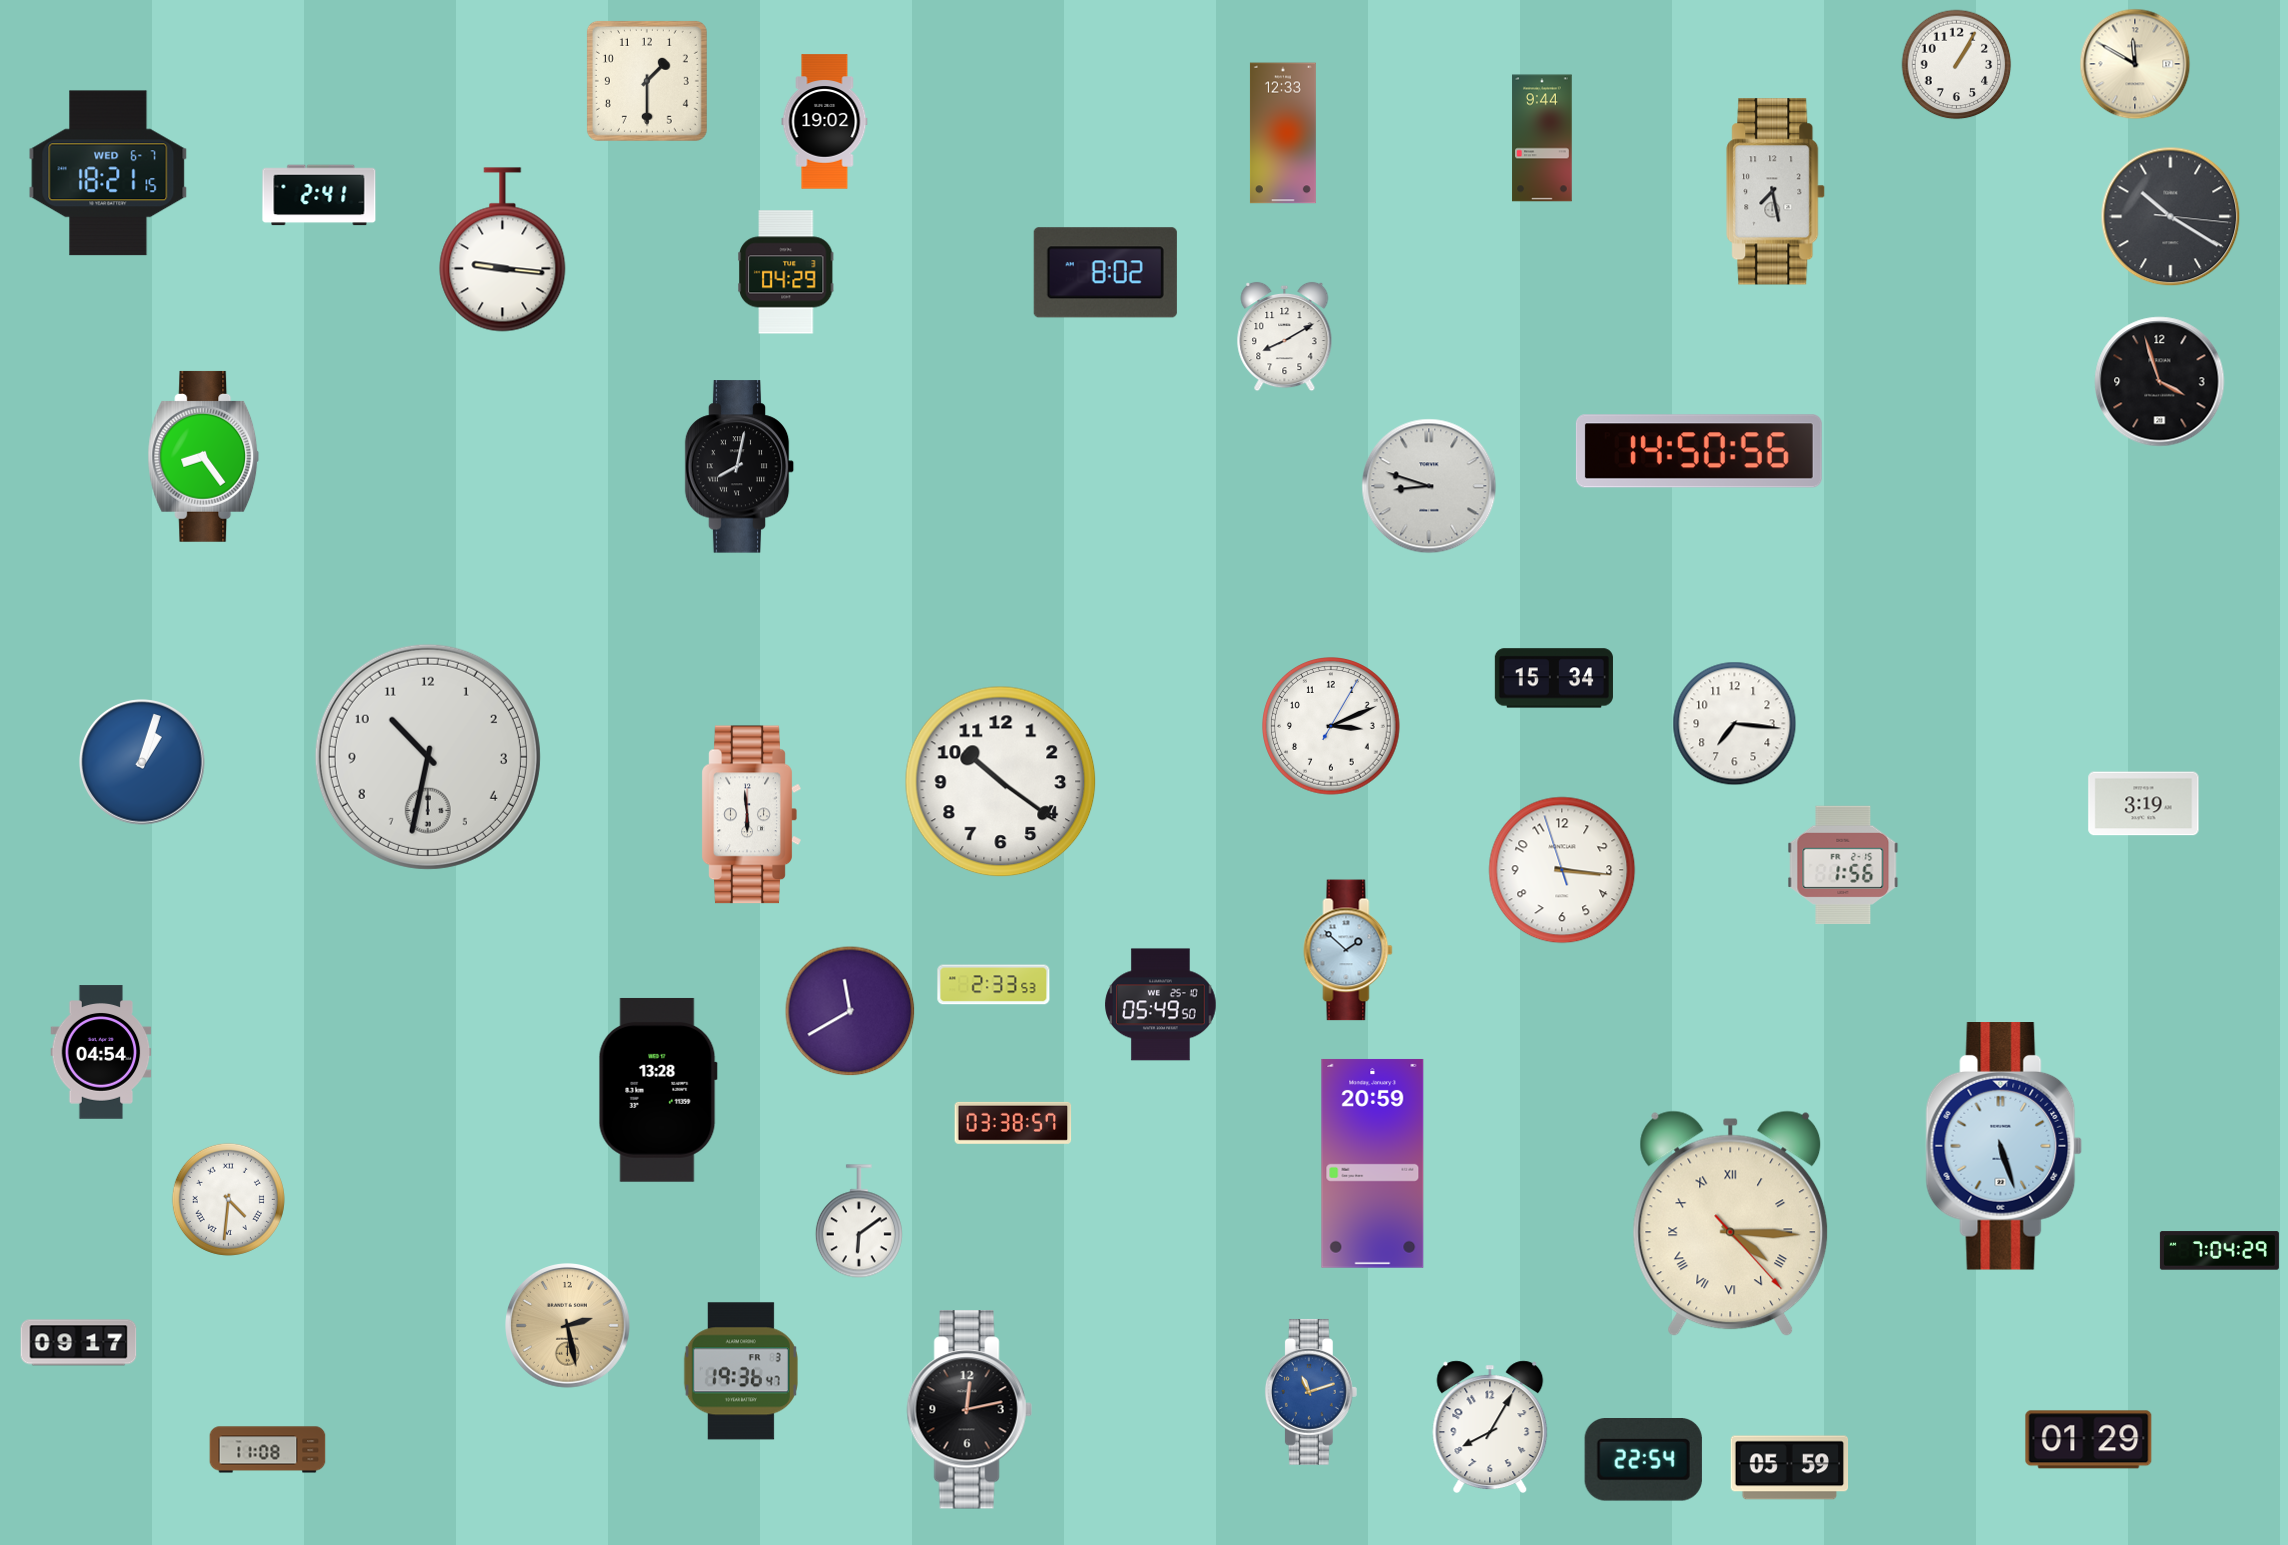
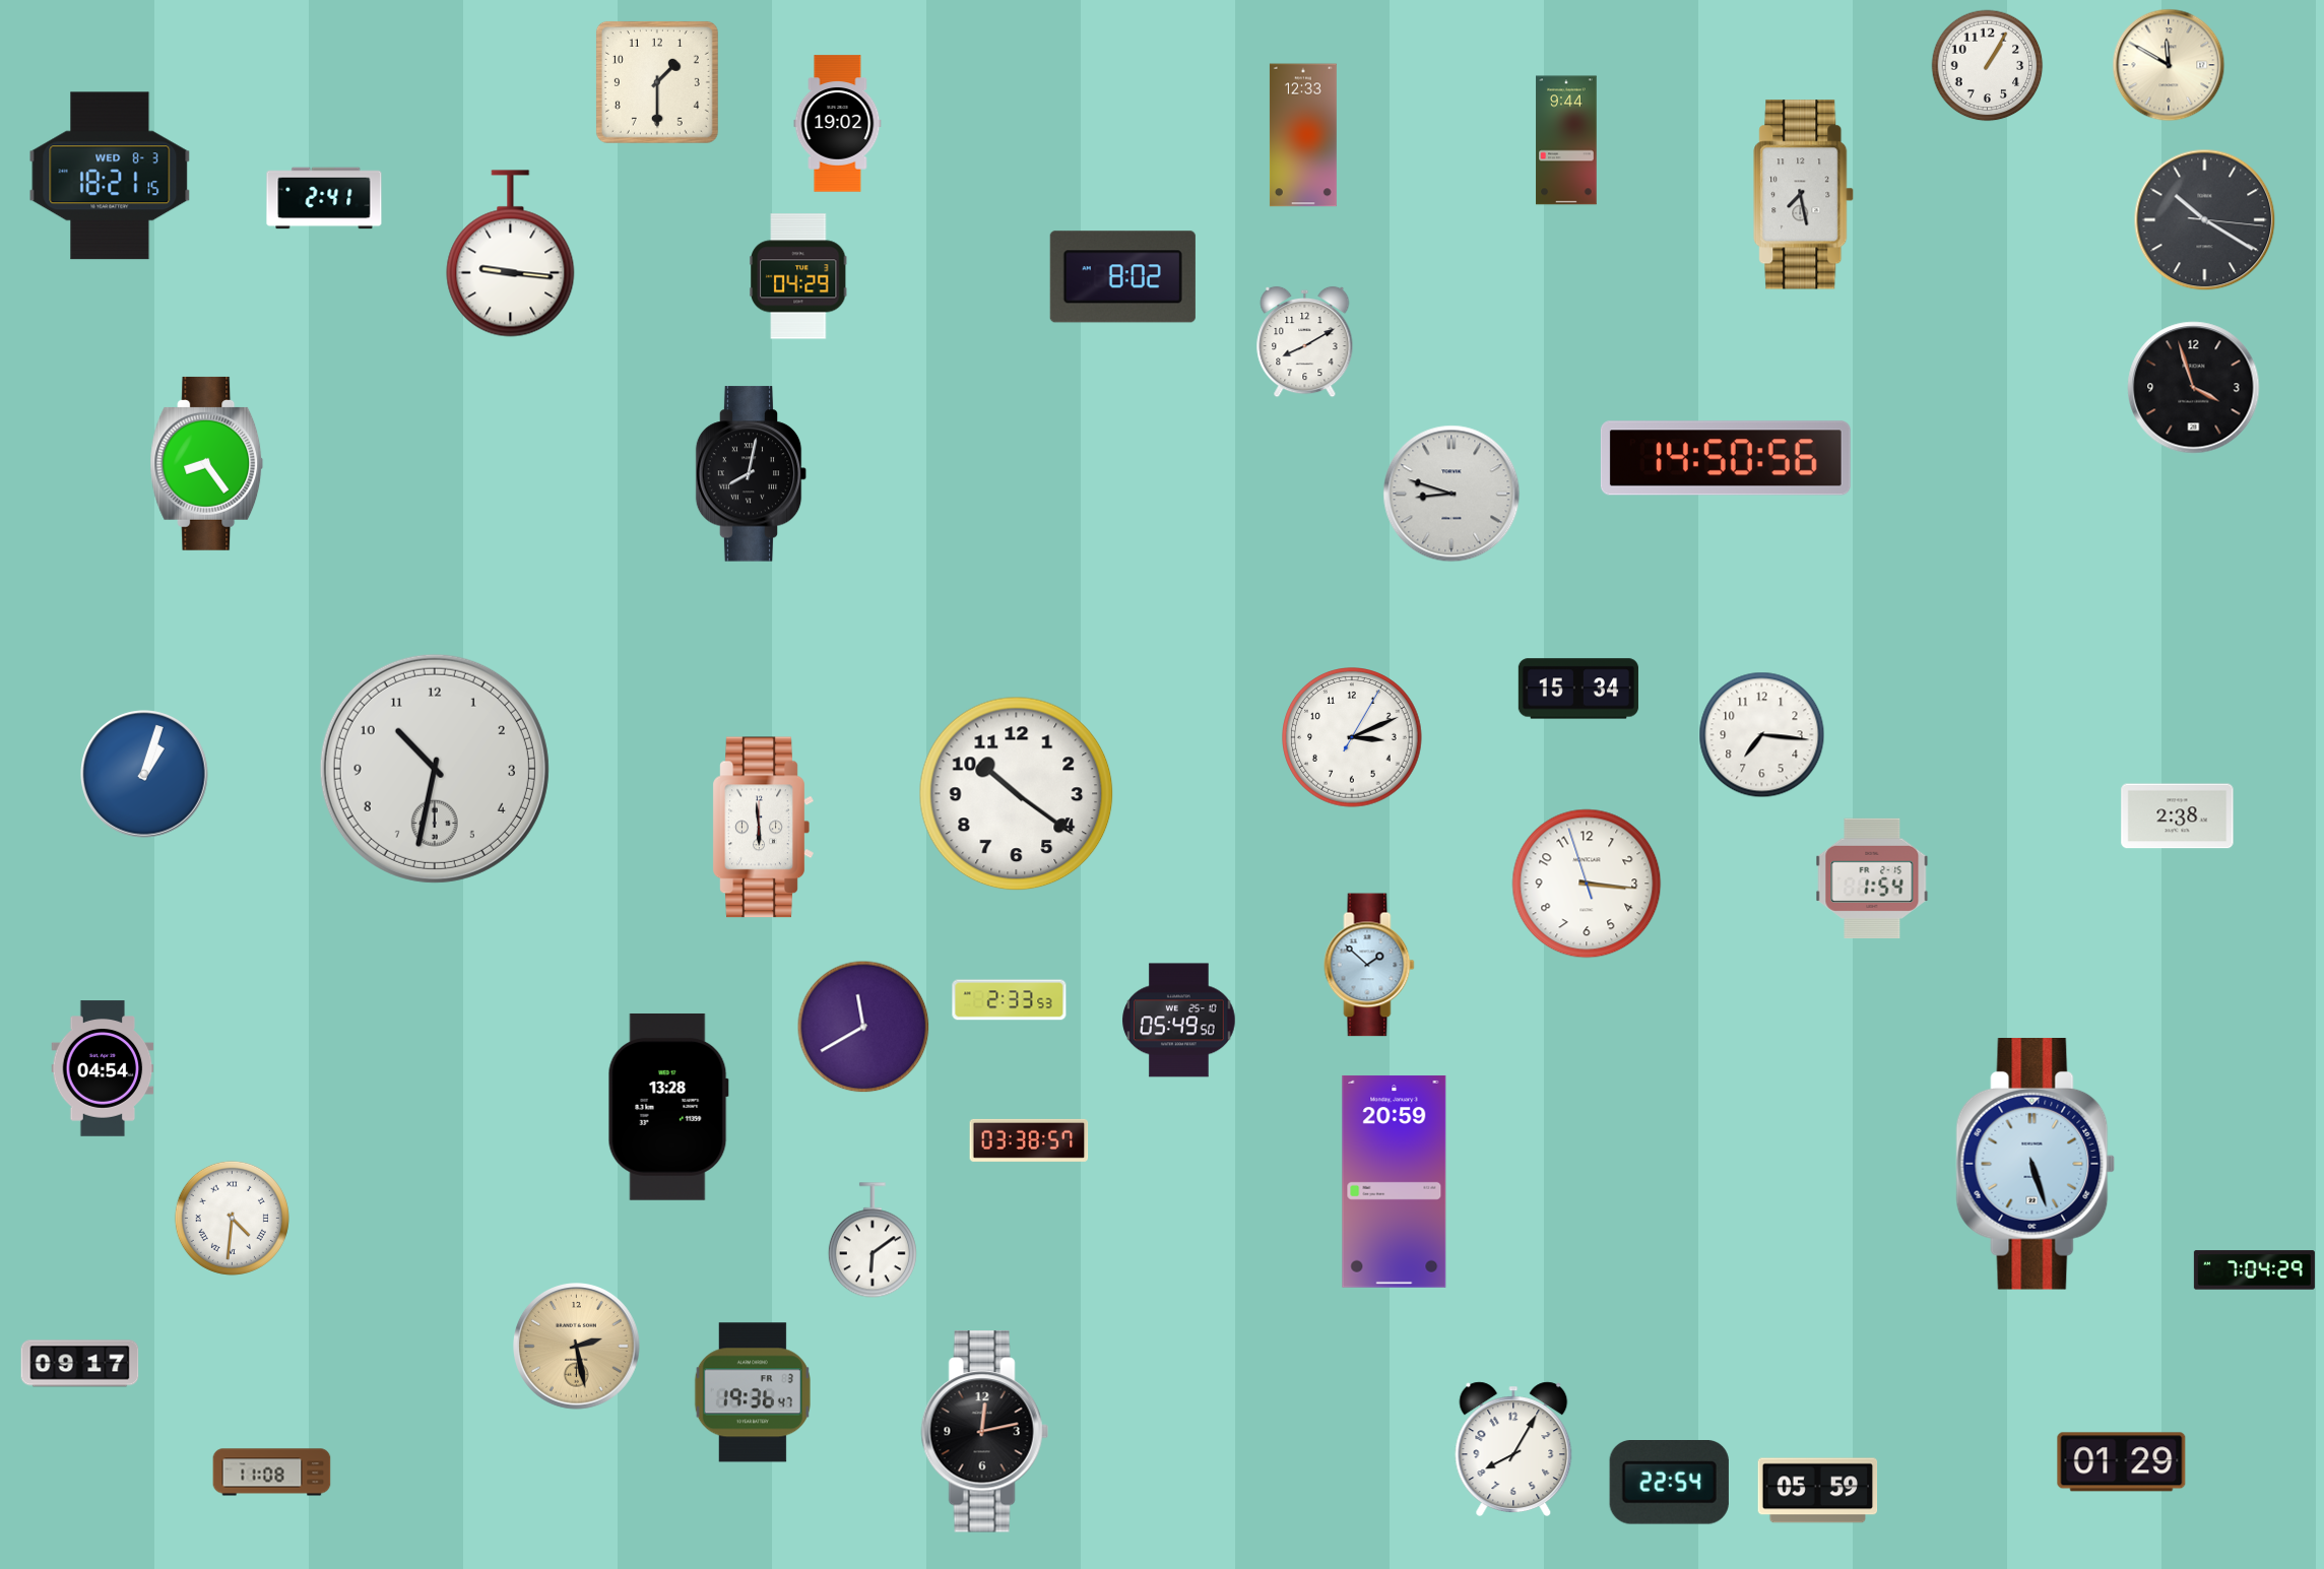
clock at (108, 173) date: WED 6-7 -> WED 8-3
clock at (2144, 804): 3:19 -> 2:38
clock at (1843, 865): 1:56 -> 1:54
clock at (1731, 1224): 4:15 -> none
clock at (1311, 1392): 11:12 -> none
